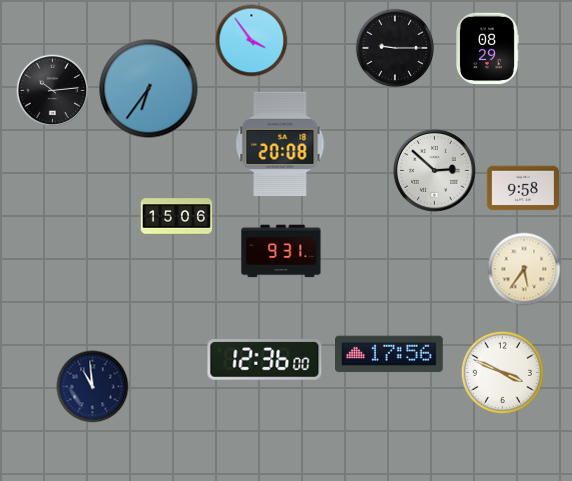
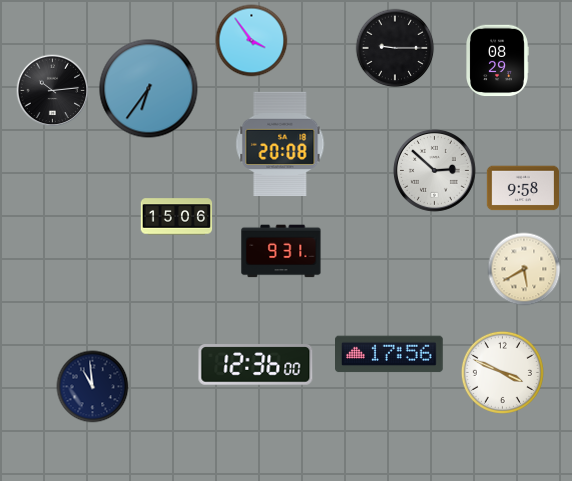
clock at (487, 49) position: (487, 49) -> (497, 61)
clock at (524, 269): 5:36 -> 5:40
clock at (265, 360) position: (265, 360) -> (256, 365)
